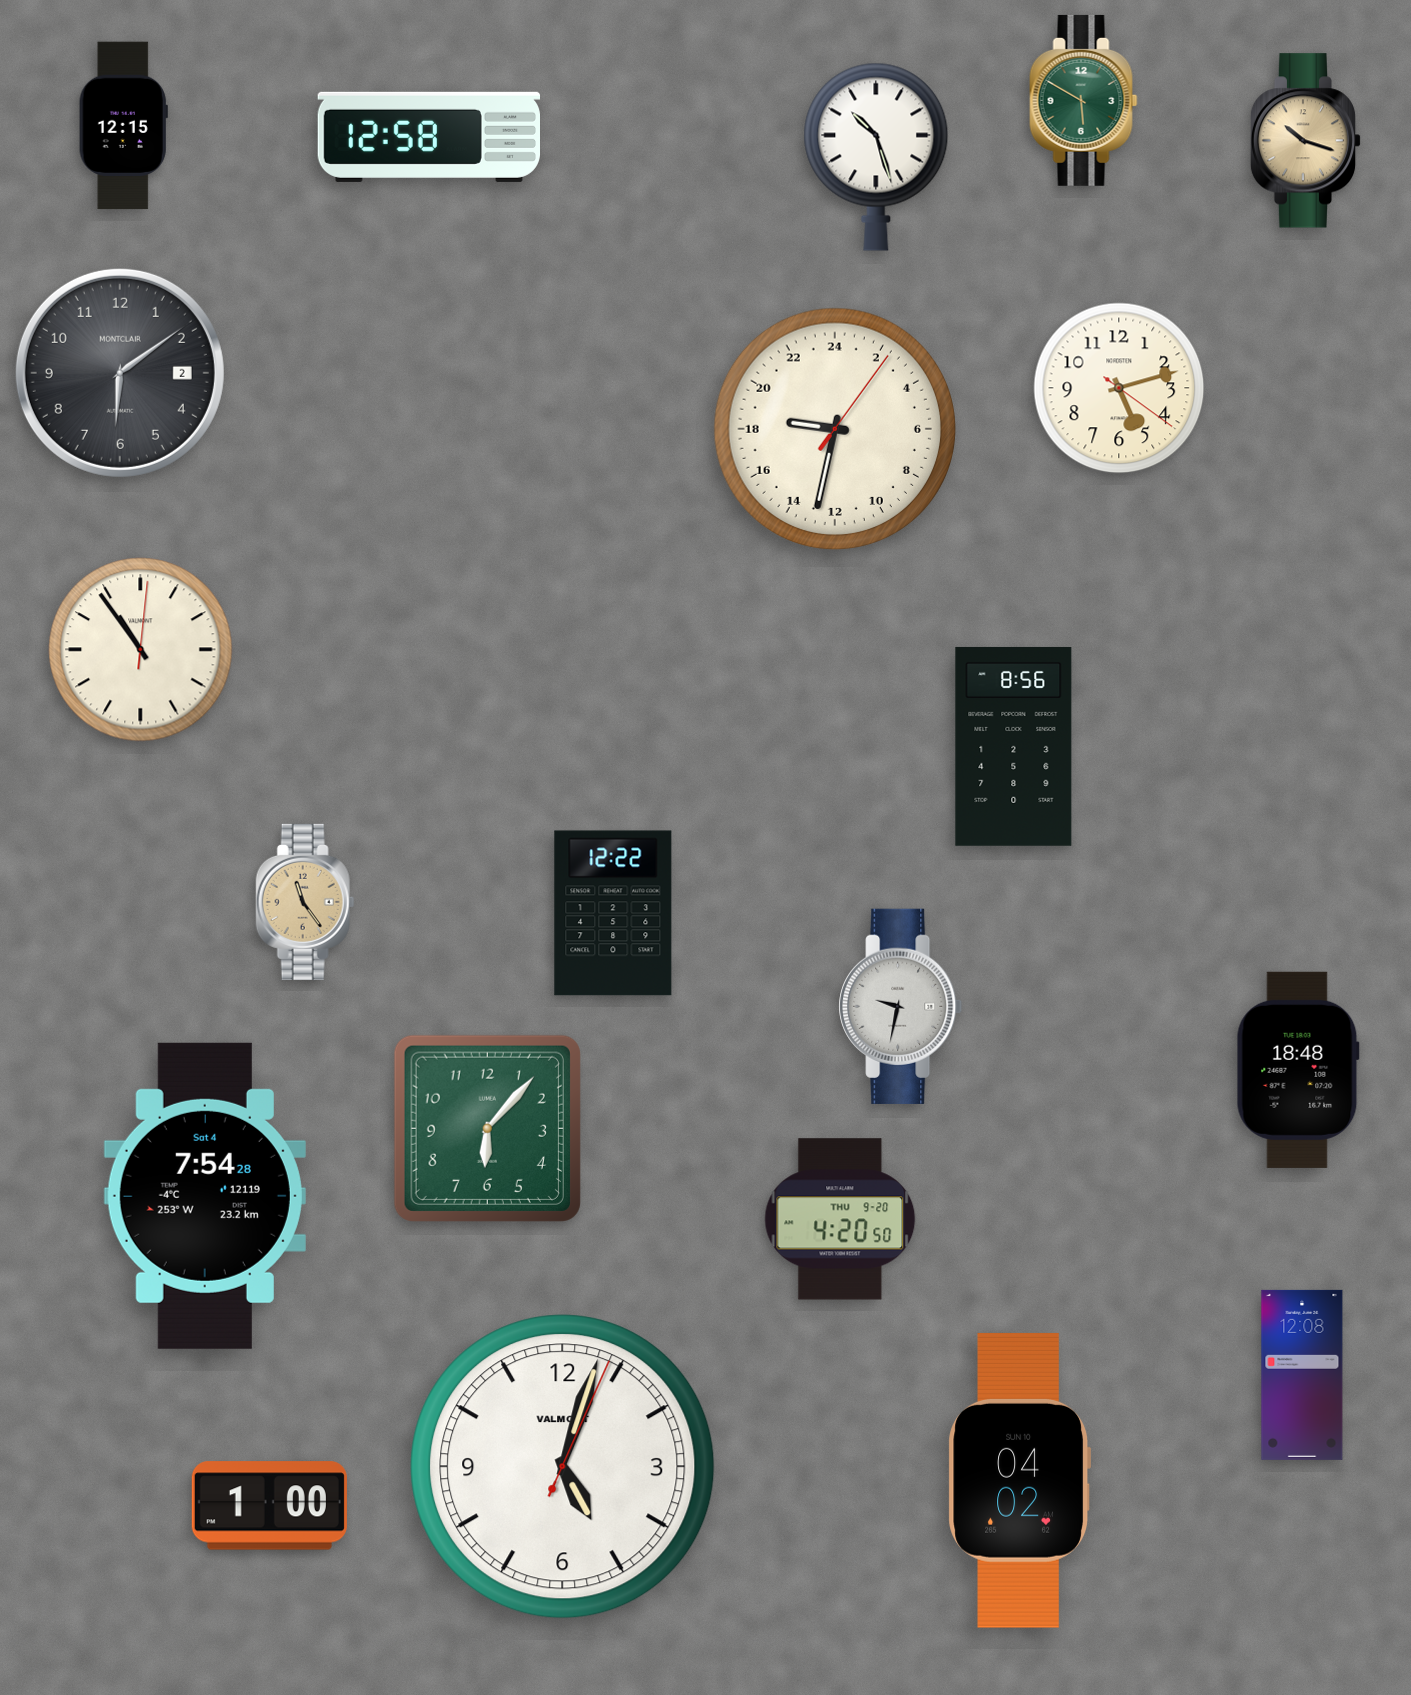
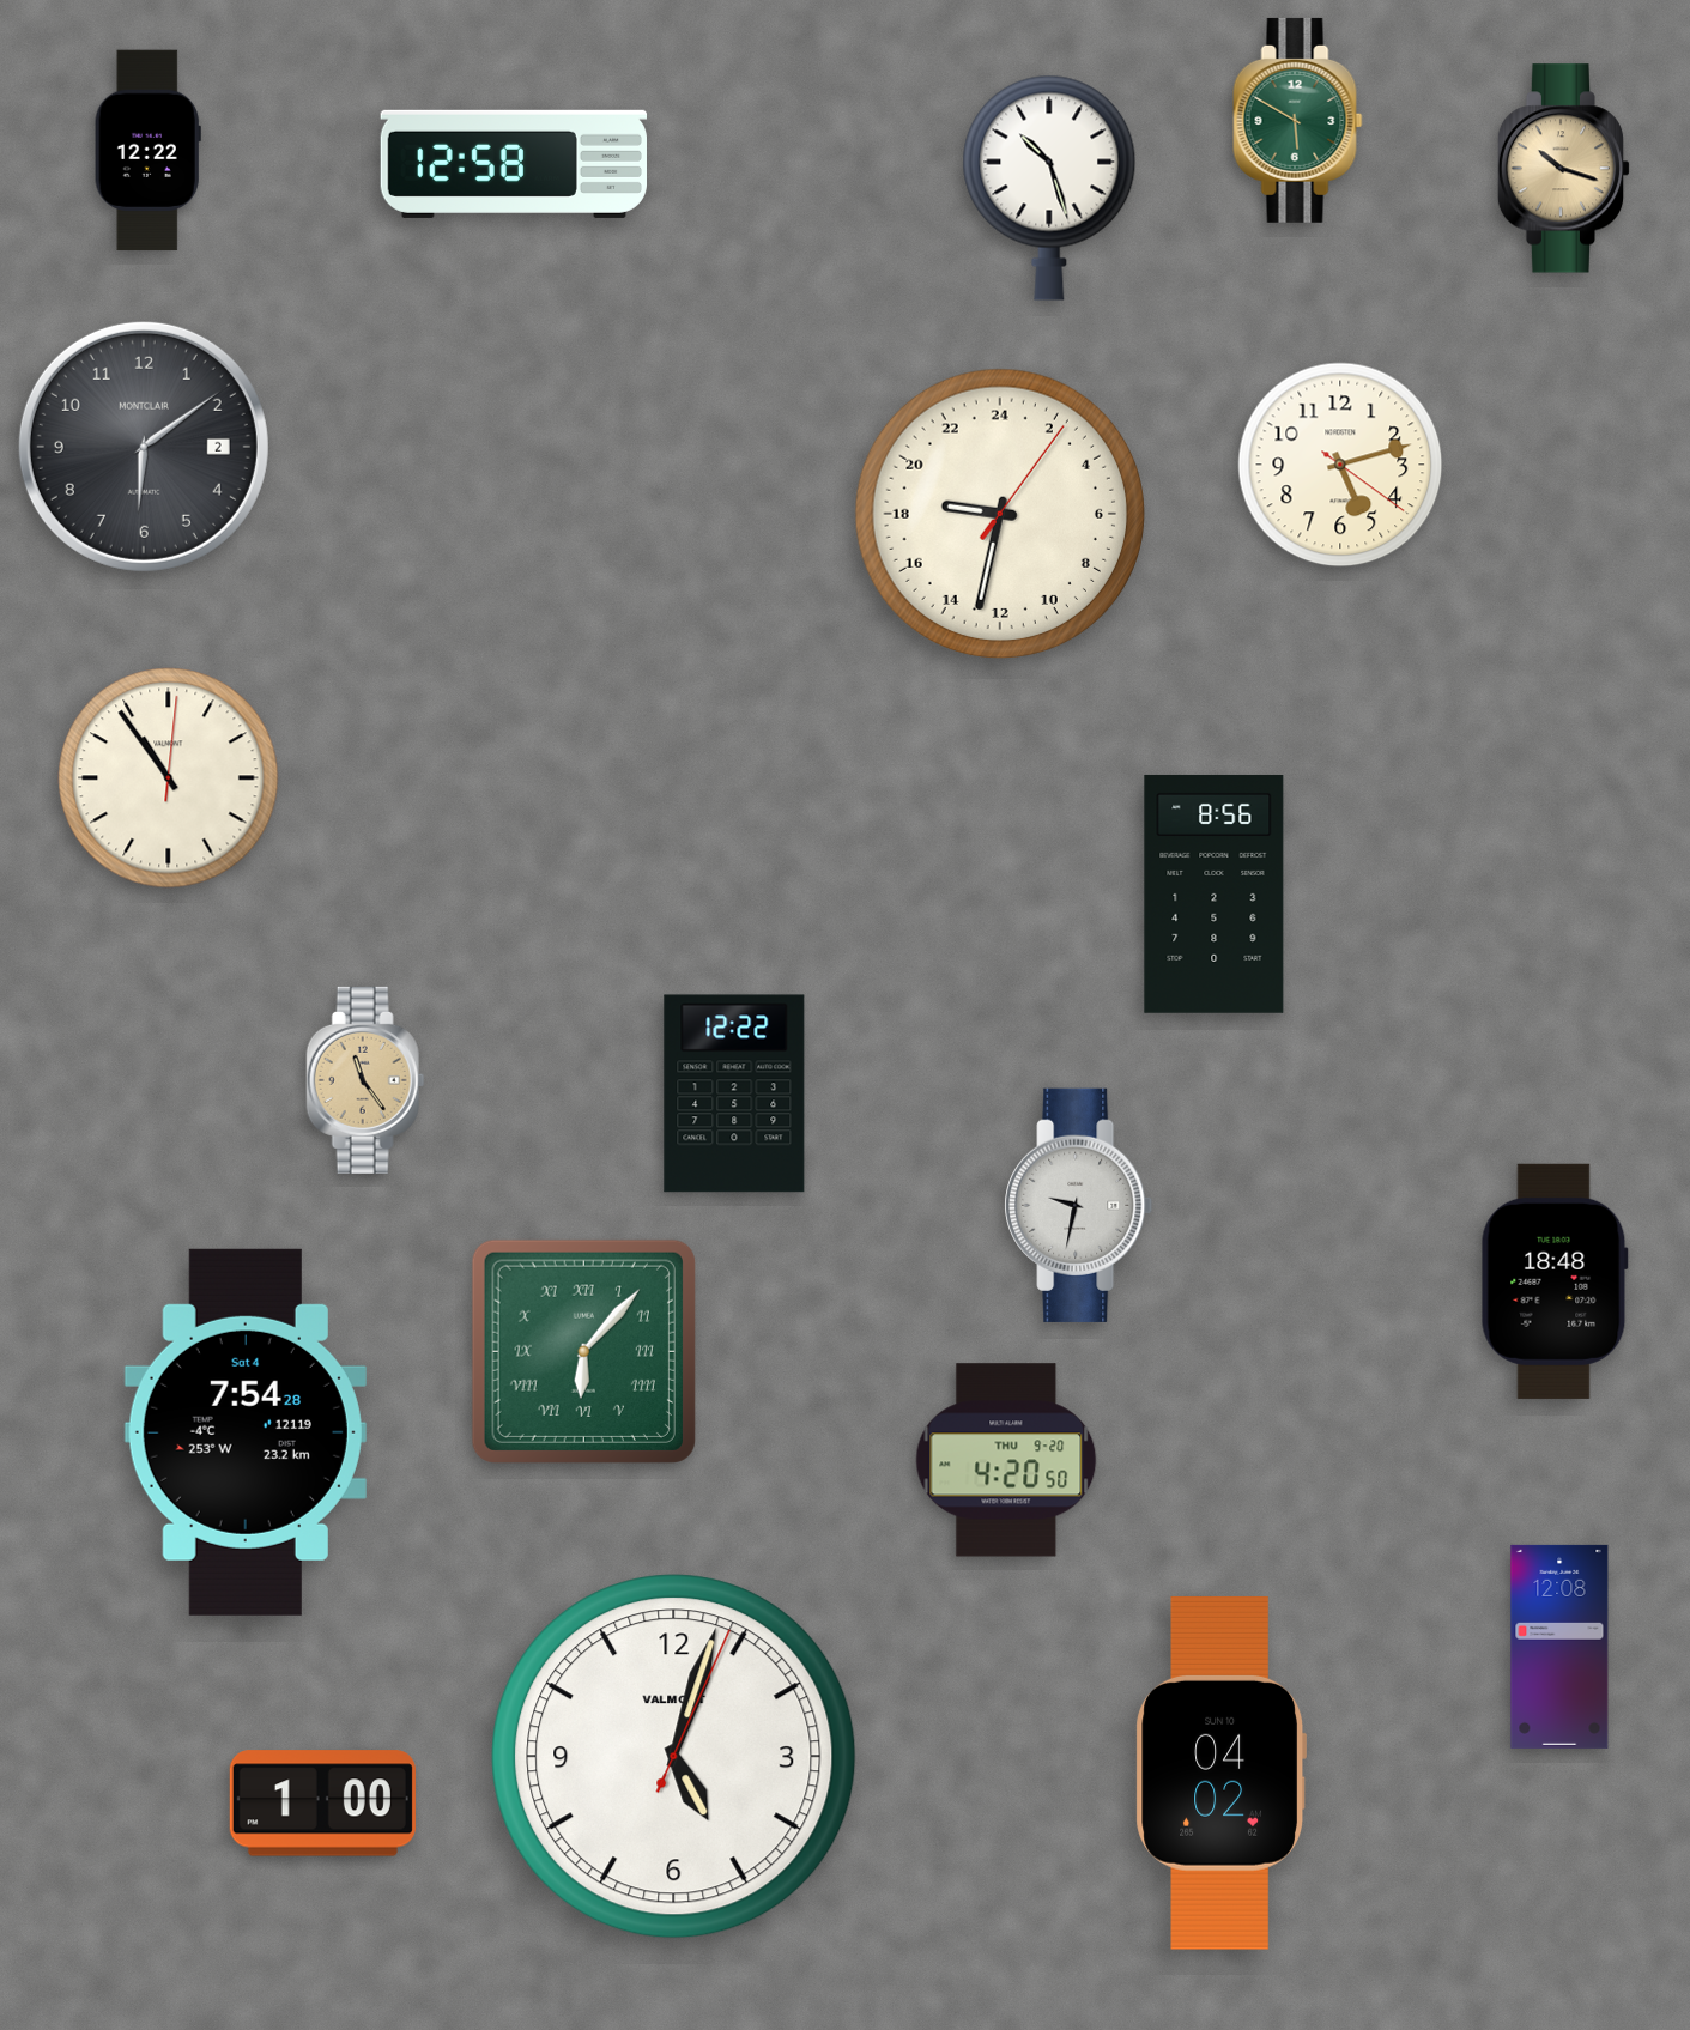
clock at (123, 126): 12:15 -> 12:22
clock at (487, 1128) numerals: Arabic -> Roman
